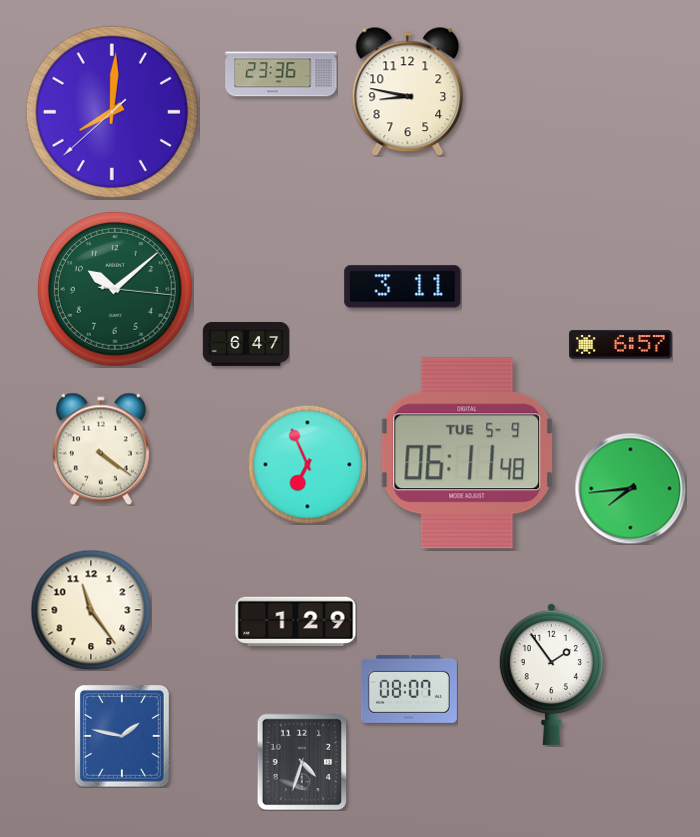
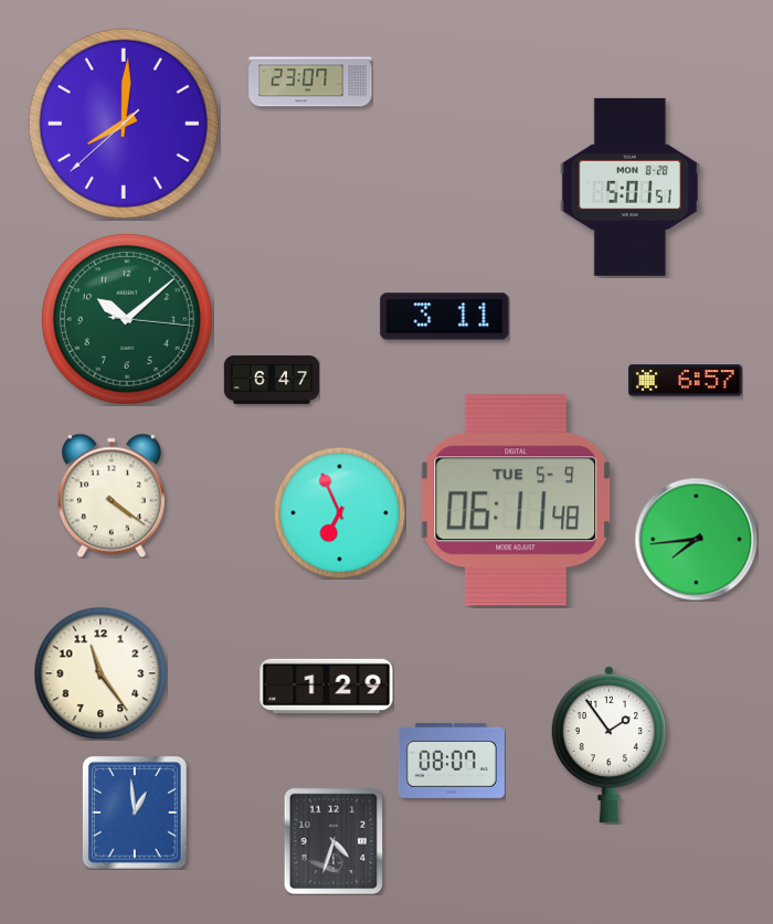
clock at (281, 74): 23:36 -> 23:07
clock at (408, 91): 8:47 -> none
clock at (629, 187): none -> 5:01
clock at (123, 737): 1:47 -> 12:59
